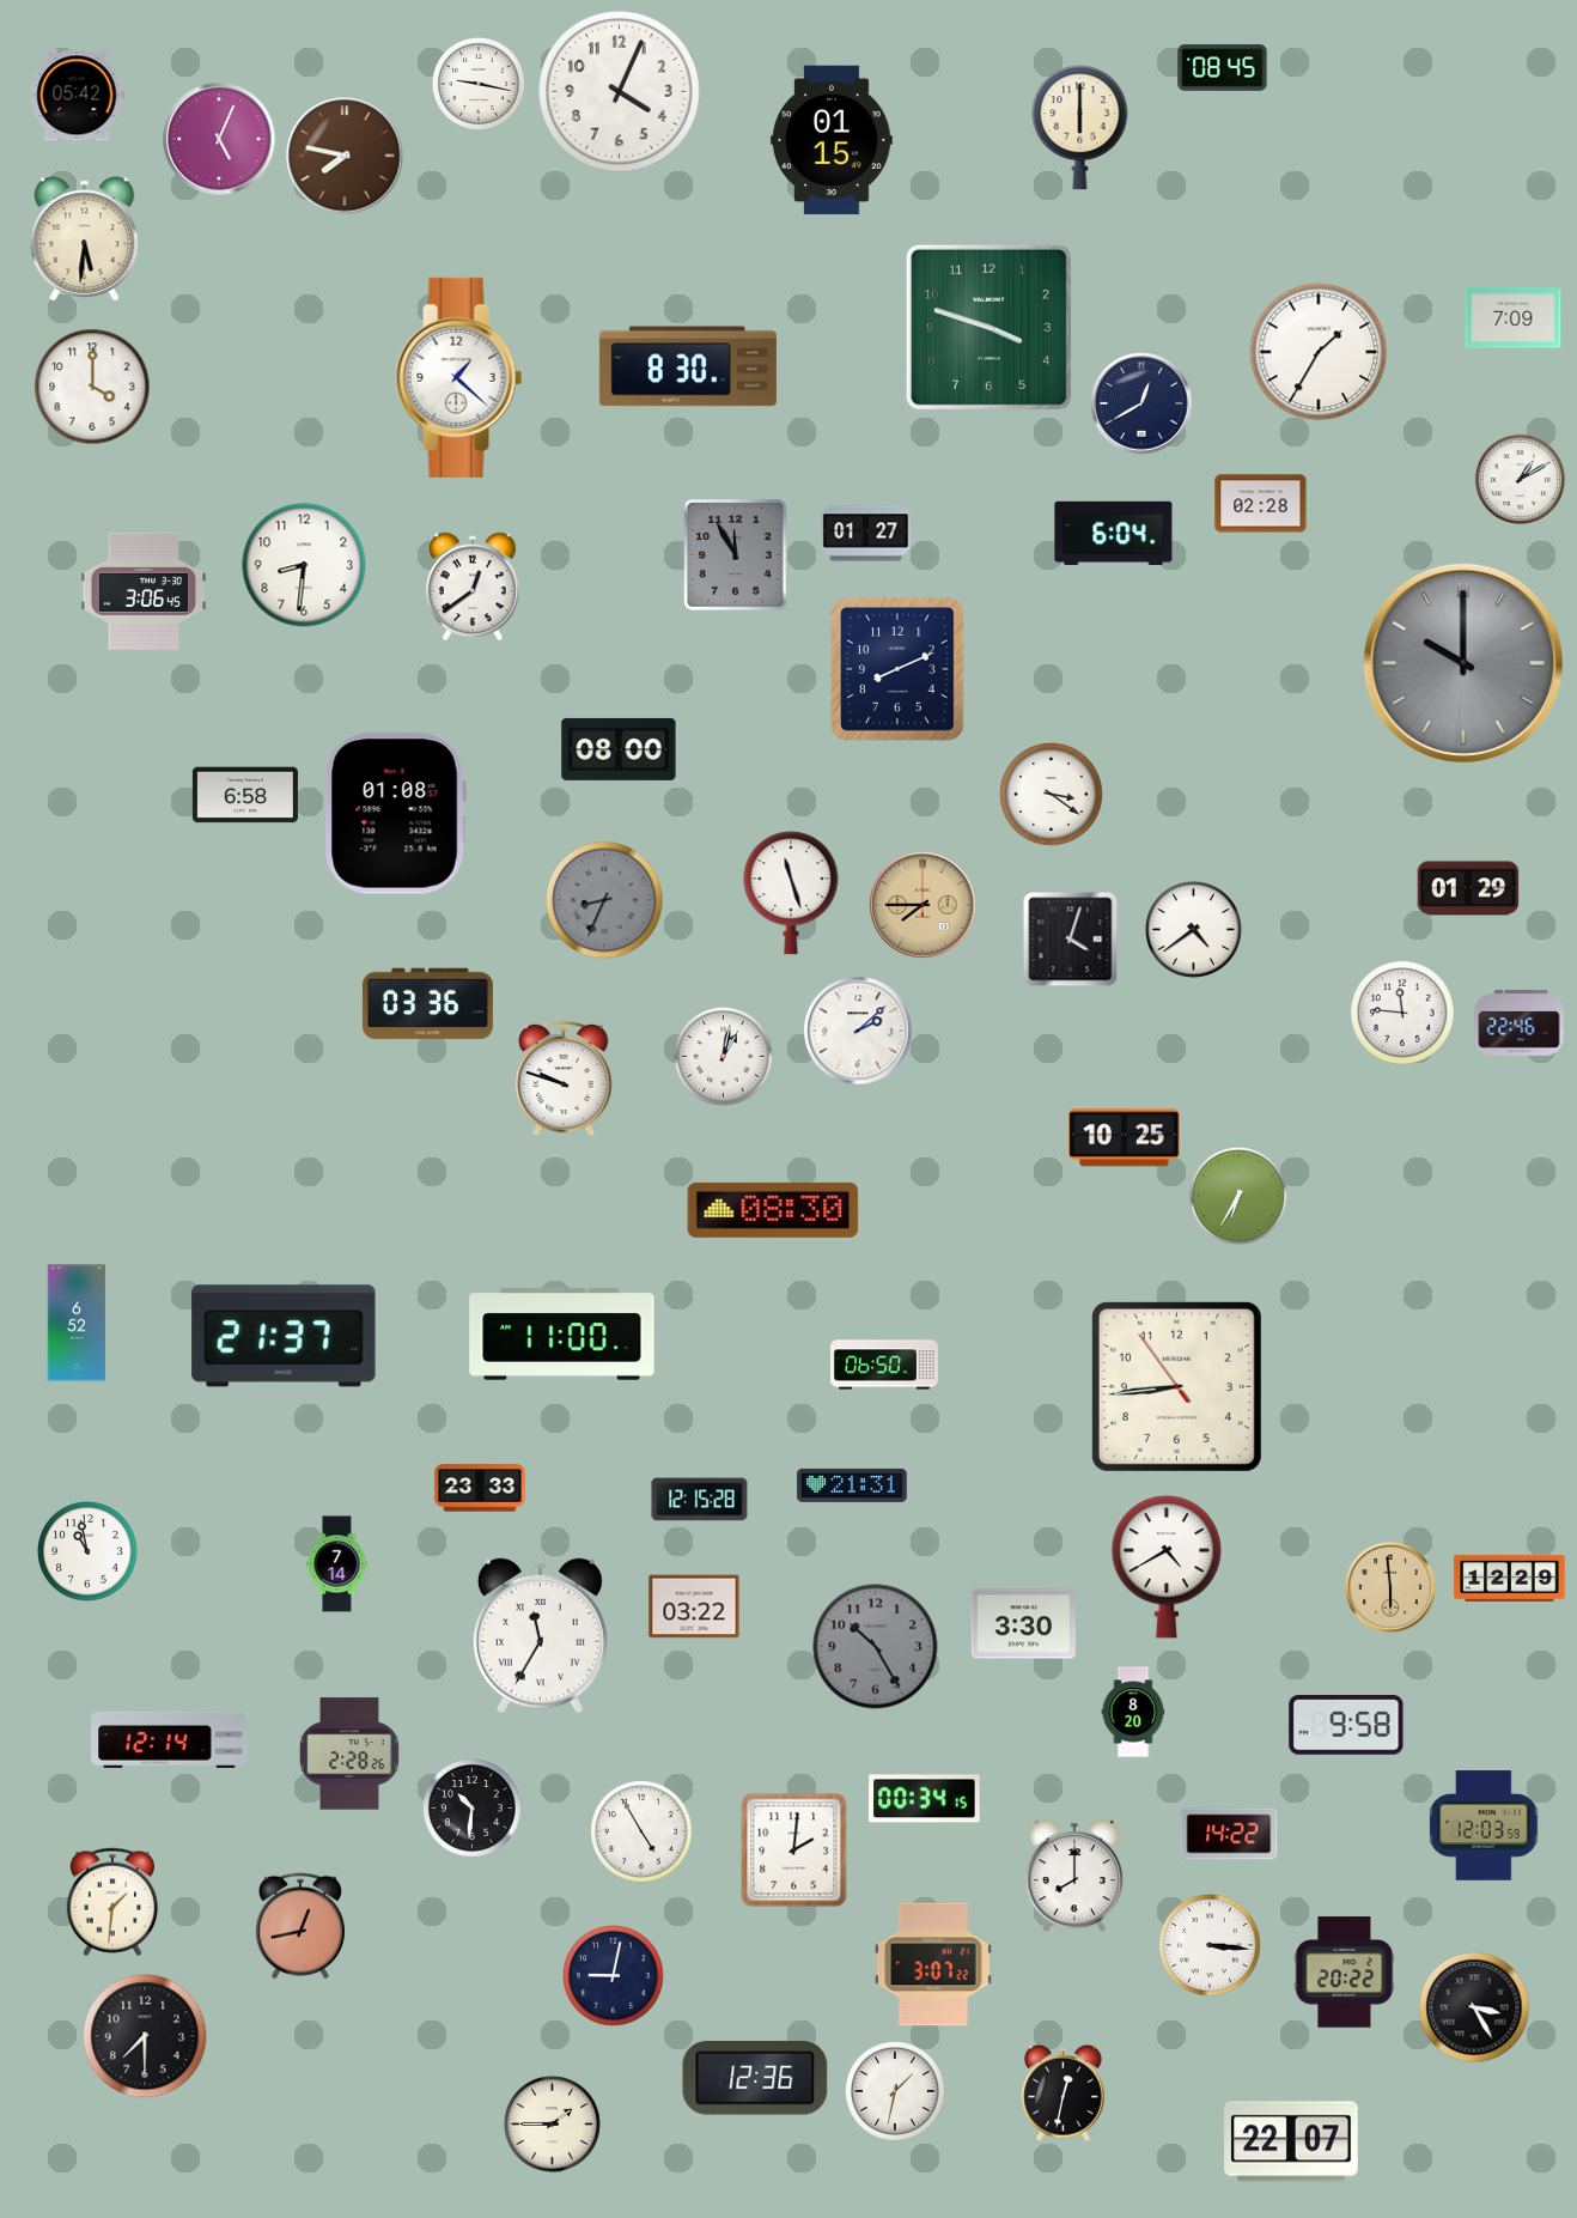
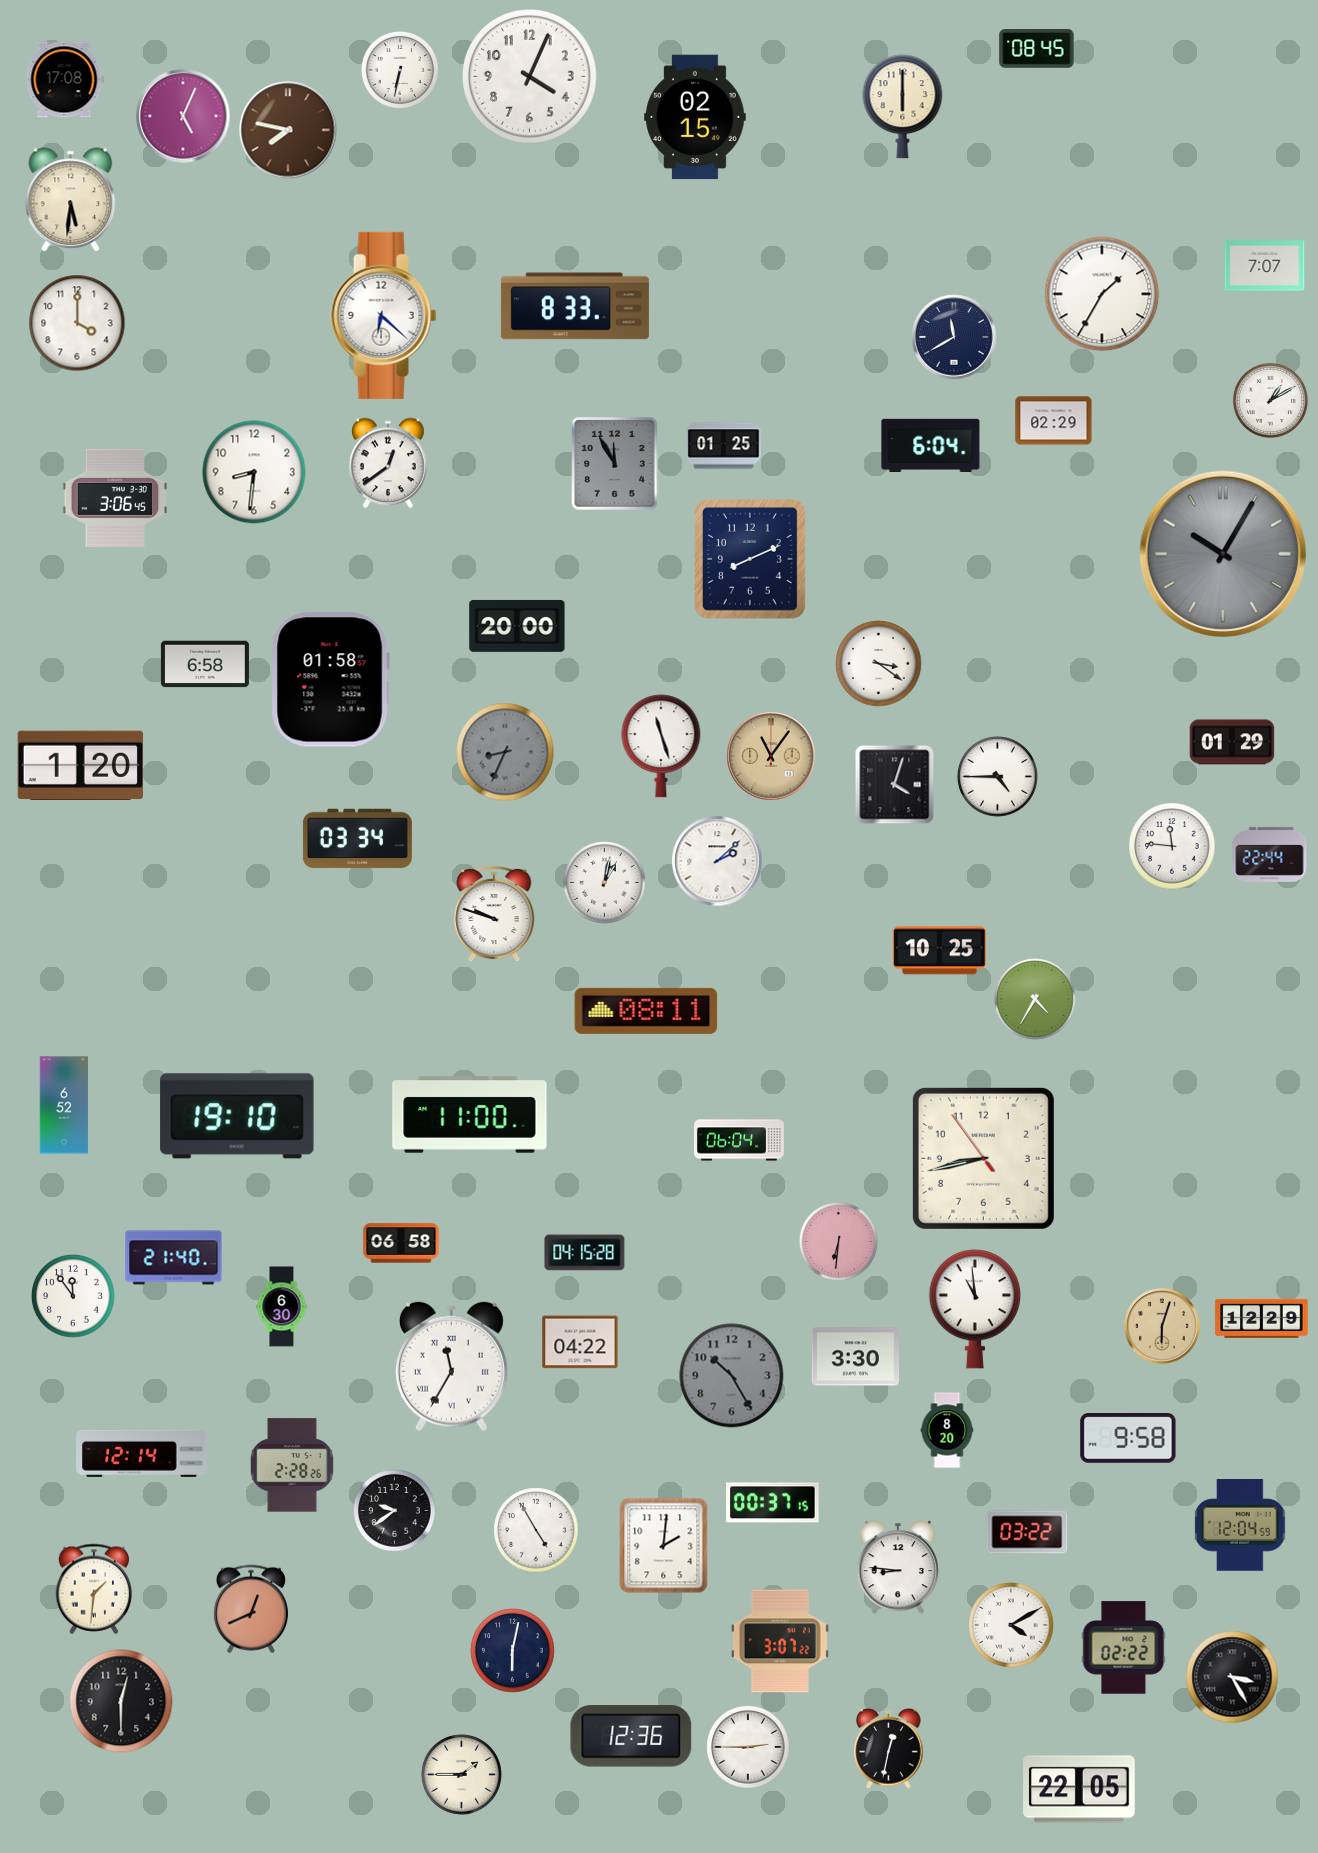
clock at (1223, 68) position: (1223, 68) -> (1037, 49)
clock at (479, 84): 9:17 -> 6:32
clock at (620, 92) position: (620, 92) -> (530, 77)
clock at (77, 96): 05:42 -> 17:08
clock at (832, 140): 01:15 -> 02:15
clock at (1514, 318): 7:09 -> 7:07
clock at (988, 327): 3:48 -> none
clock at (688, 366): 8:30 -> 8:33
clock at (459, 377): 1:22 -> 6:22
clock at (1141, 403): 12:40 -> 11:40
clock at (1261, 504): 02:28 -> 02:29
clock at (866, 534): 01:27 -> 01:25
clock at (474, 587) position: (474, 587) -> (389, 463)
clock at (144, 590) position: (144, 590) -> (115, 497)
clock at (1463, 663): 10:00 -> 10:05
clock at (619, 749): 08:00 -> 20:00
clock at (395, 814): 01:08 -> 01:58
clock at (1468, 888) position: (1468, 888) -> (1232, 742)
clock at (923, 905): 7:45 -> 11:06
clock at (80, 765): none -> 1:20
clock at (1193, 929): 4:39 -> 4:45
clock at (427, 1004): 03:36 -> 03:34
clock at (1520, 1022): 22:46 -> 22:44
clock at (564, 1078) position: (564, 1078) -> (494, 914)
clock at (1240, 1197): 6:35 -> 4:35
clock at (773, 1210): 08:30 -> 08:11
clock at (284, 1336): 21:37 -> 19:10
clock at (885, 1365): 06:50 -> 06:04
clock at (1176, 1386): 8:43 -> 8:42
clock at (852, 1485): 21:31 -> none
clock at (838, 1241): none -> 6:31
clock at (480, 1488): 23:33 -> 06:58
clock at (700, 1500): 12:15 -> 04:15
clock at (174, 1258): none -> 21:40
clock at (87, 1551): 10:58 -> 11:54
clock at (337, 1564): 7:14 -> 6:30
clock at (1165, 1567): 4:40 -> 10:59
clock at (1390, 1587): 5:59 -> 6:03
clock at (694, 1606): 03:22 -> 04:22
clock at (1346, 1725) position: (1346, 1725) -> (1128, 1438)
clock at (925, 1799): 00:34 -> 00:37
clock at (473, 1809): 10:31 -> 9:39
clock at (1484, 1825): 12:03 -> 12:04
clock at (1229, 1834): 14:22 -> 03:22
clock at (1074, 1877): 8:00 -> 8:46
clock at (300, 1926): 12:43 -> 12:41
clock at (1210, 1945): 3:16 -> 4:10
clock at (1345, 1973): 20:22 -> 02:22
clock at (614, 1976): 9:02 -> 6:02
clock at (145, 2036): 7:30 -> 12:30
clock at (895, 2091): 1:32 -> 2:45
clock at (1291, 2141): 22:07 -> 22:05
